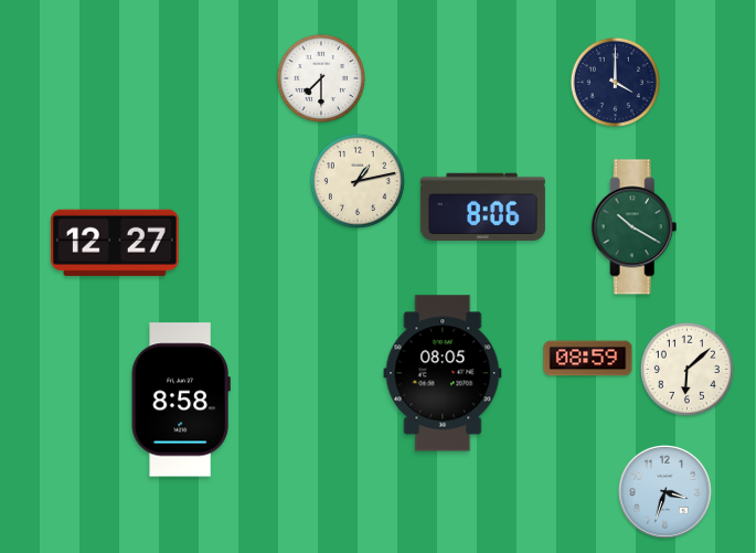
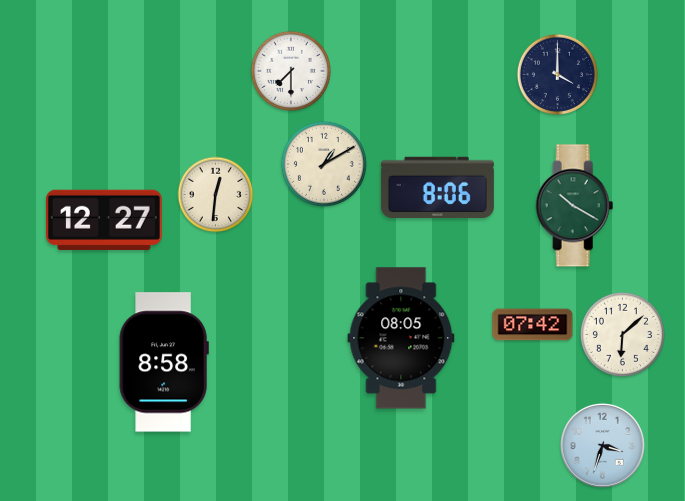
clock at (358, 181): 1:13 -> 1:10
clock at (216, 195): none -> 12:31
clock at (588, 359): 08:59 -> 07:42
